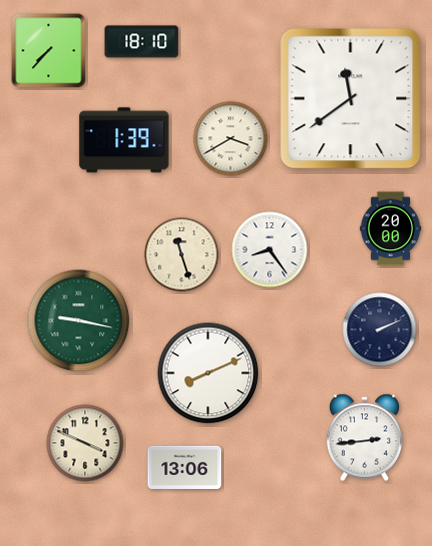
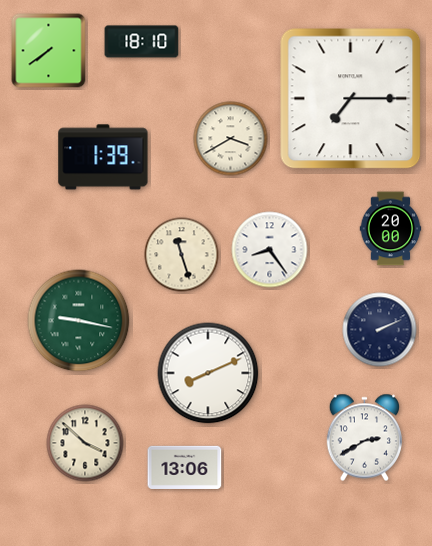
clock at (49, 51): 7:37 -> 7:39
clock at (351, 99): 11:39 -> 7:15
clock at (124, 140) position: (124, 140) -> (103, 157)
clock at (364, 438): 2:44 -> 2:40
clock at (85, 443): 3:49 -> 3:52
